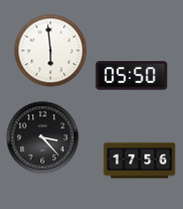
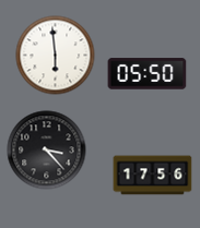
clock at (132, 76) position: (132, 76) -> (148, 74)
